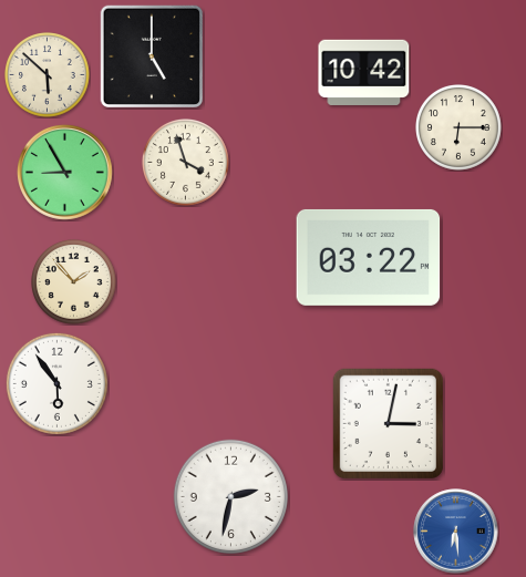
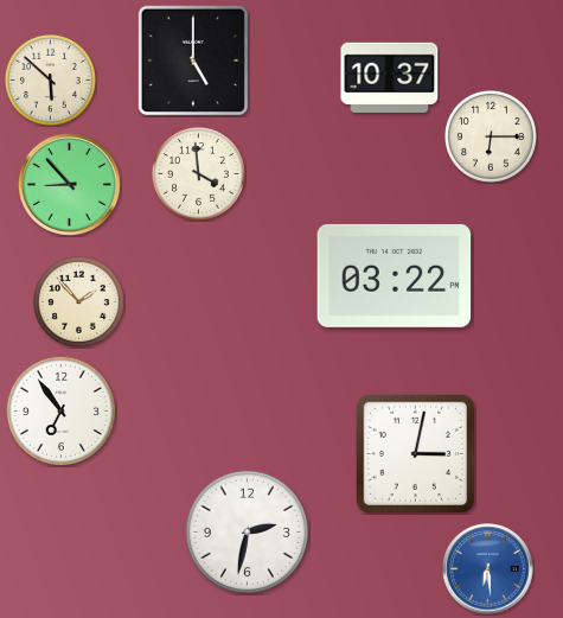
clock at (151, 55) position: (151, 55) -> (192, 59)
clock at (364, 72): 10:42 -> 10:37
clock at (185, 162): 3:57 -> 3:59
clock at (64, 172): 8:55 -> 8:53
clock at (56, 383): 5:54 -> 6:54
